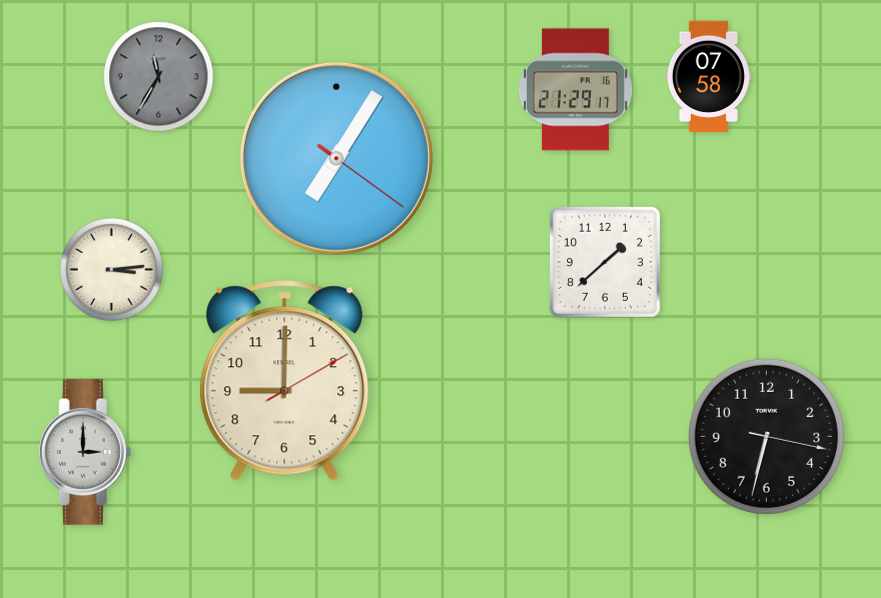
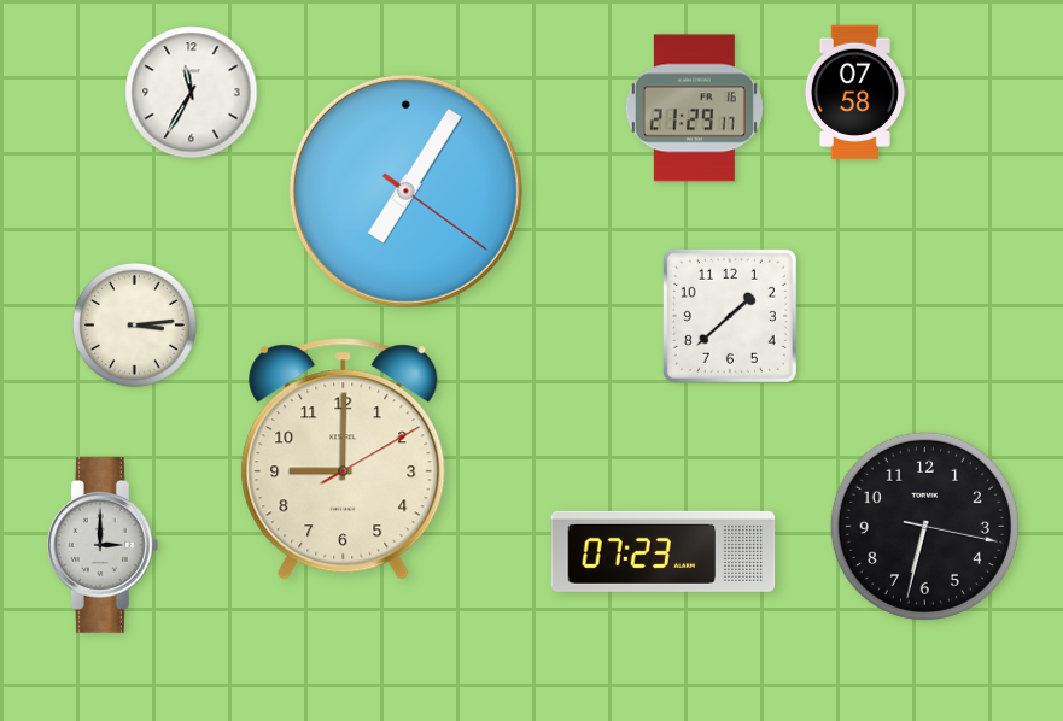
clock at (159, 77) dial: grey -> white
clock at (664, 551): none -> 07:23
